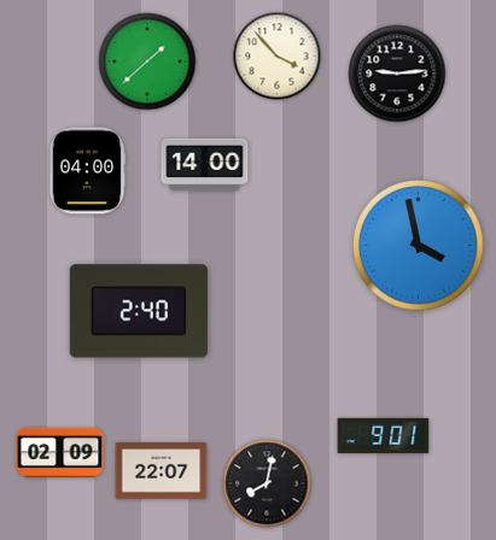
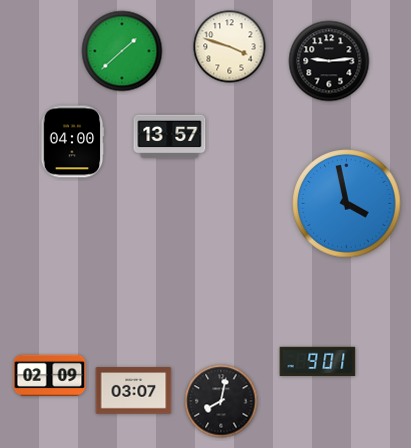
clock at (278, 57): 3:53 -> 3:48
clock at (205, 165): 14:00 -> 13:57
clock at (139, 311): 2:40 -> none
clock at (162, 471): 22:07 -> 03:07
